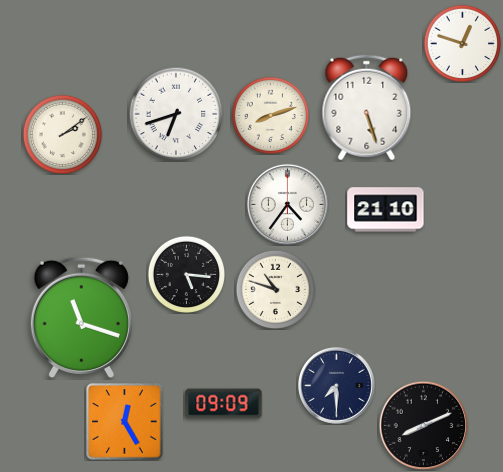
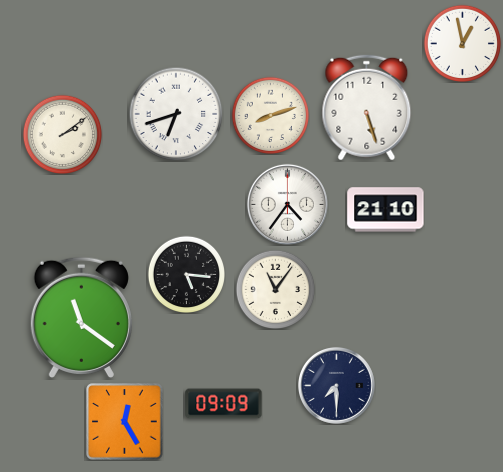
clock at (462, 43): 12:48 -> 12:58
clock at (275, 289): 10:48 -> 11:06
clock at (81, 317): 11:18 -> 11:21
clock at (423, 425): 8:11 -> none
